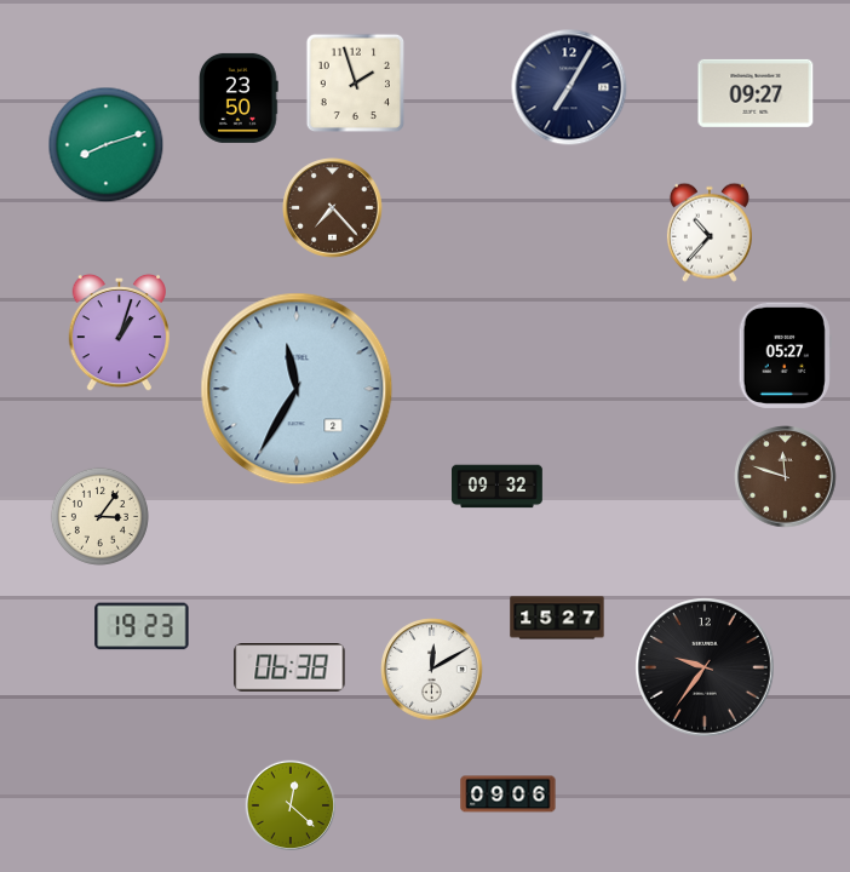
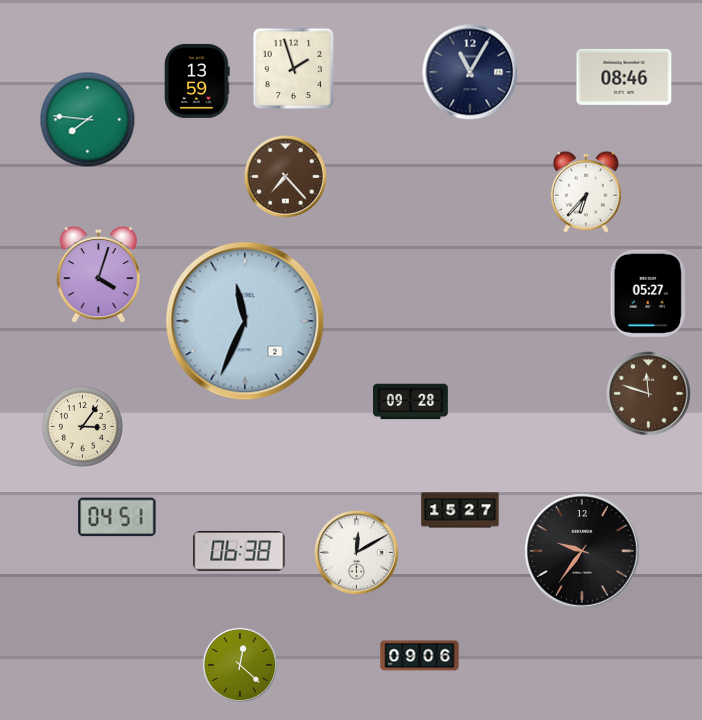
clock at (569, 87): 7:05 -> 11:05
clock at (756, 93): 09:27 -> 08:46
clock at (239, 98): 23:50 -> 13:59
clock at (107, 145): 8:12 -> 7:46
clock at (333, 208) position: (333, 208) -> (286, 177)
clock at (710, 233): 10:37 -> 6:37
clock at (119, 333): 1:03 -> 4:03
clock at (297, 389): 11:35 -> 11:34
clock at (498, 487): 09:32 -> 09:28
clock at (142, 626): 19:23 -> 04:51
